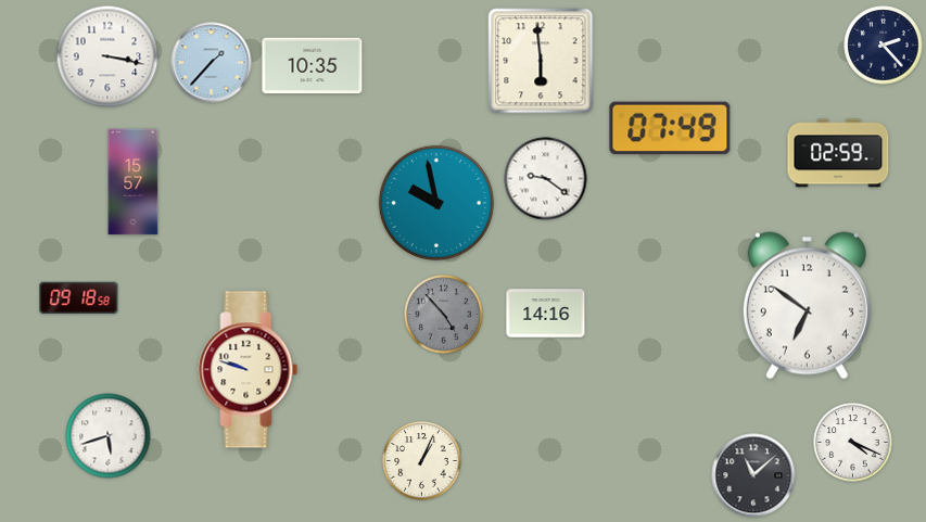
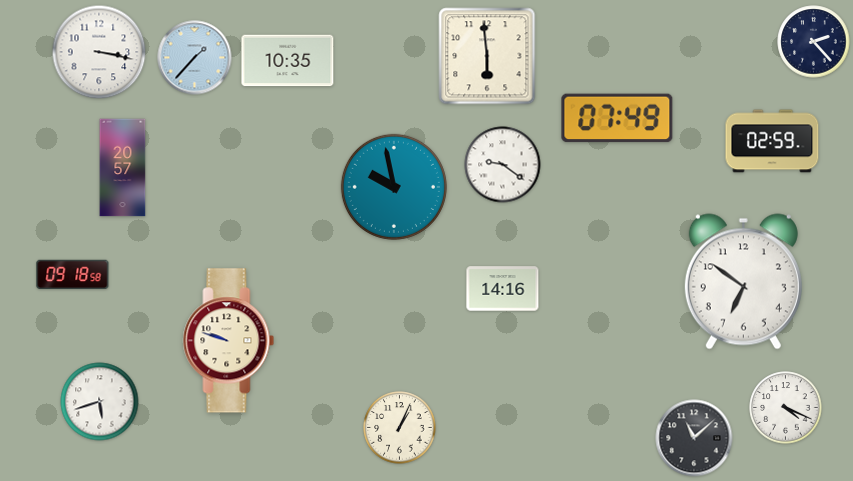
clock at (541, 61) position: (541, 61) -> (487, 56)
clock at (134, 182): 15:57 -> 20:57
clock at (436, 203) position: (436, 203) -> (394, 187)
clock at (444, 315): 4:53 -> none
clock at (422, 461) position: (422, 461) -> (400, 428)
